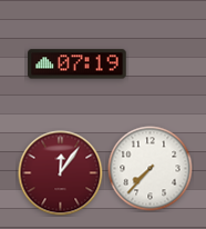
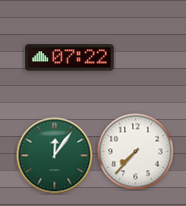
clock at (78, 64): 07:19 -> 07:22
clock at (61, 173) dial: burgundy -> green
